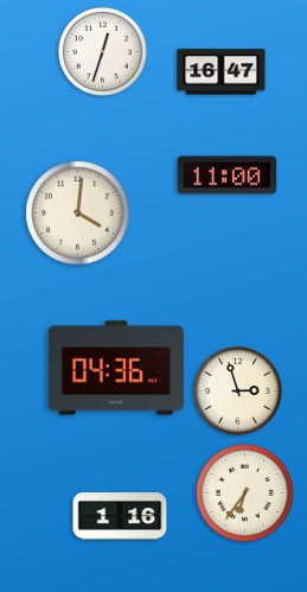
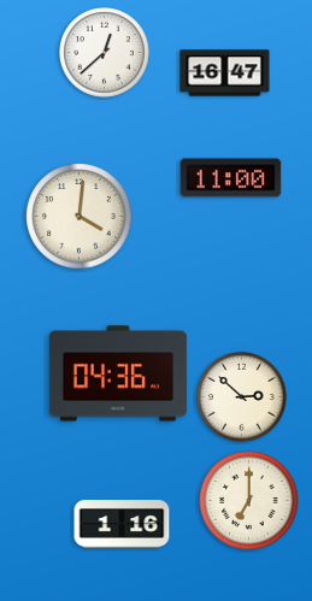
clock at (103, 52): 12:33 -> 12:38
clock at (238, 392): 2:57 -> 2:52
clock at (245, 494): 6:36 -> 7:00
